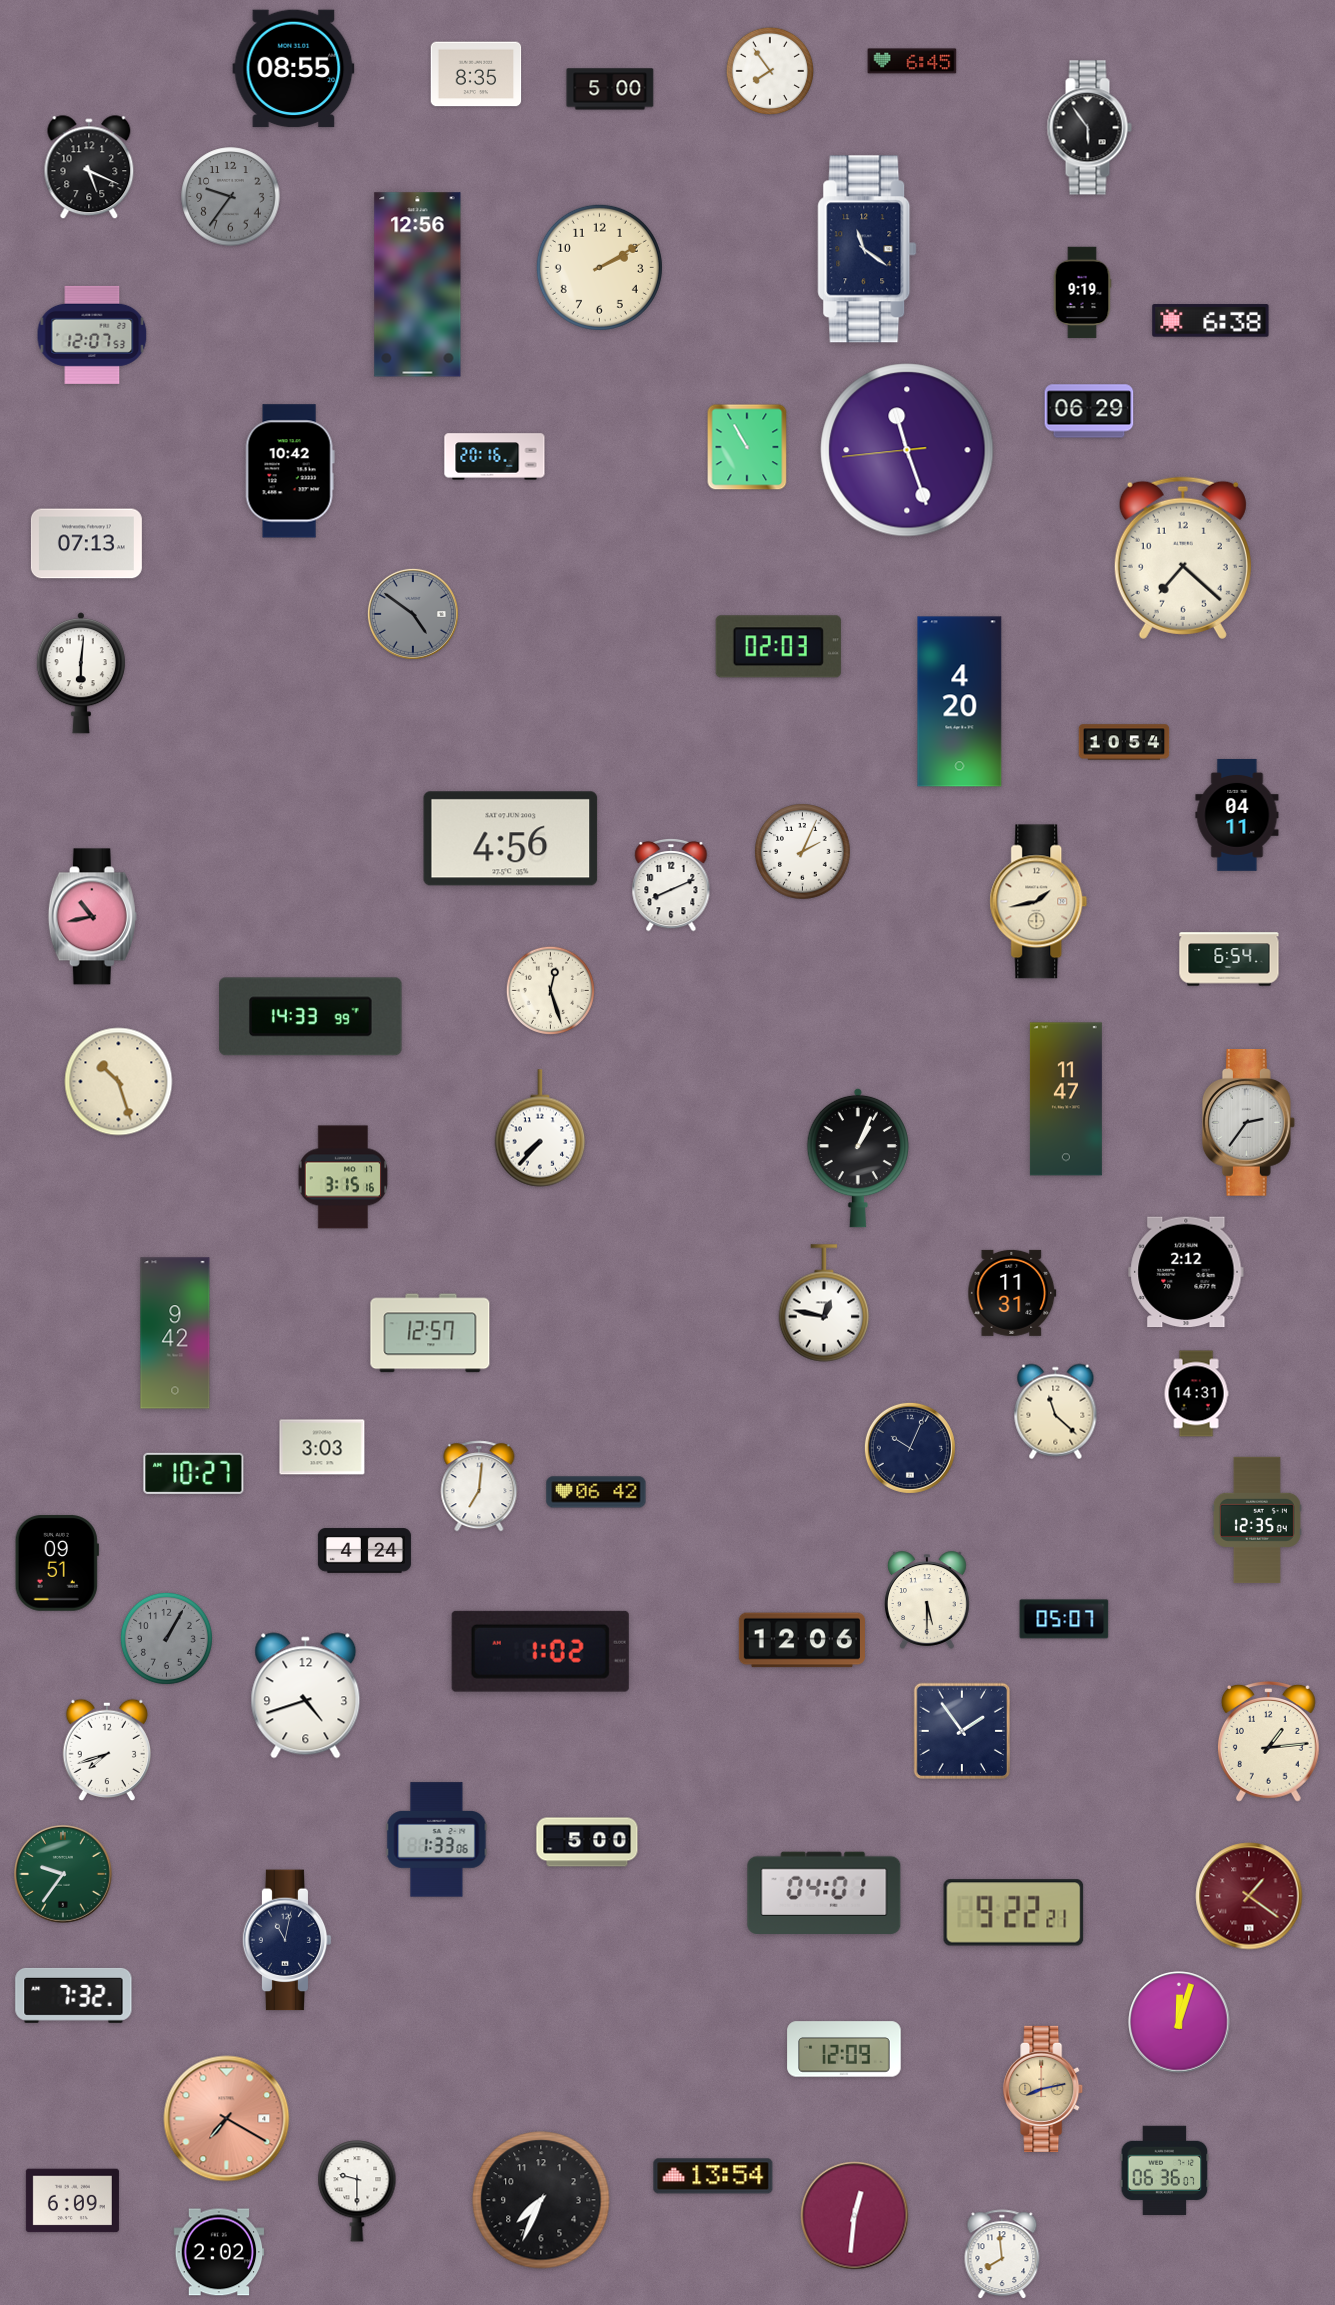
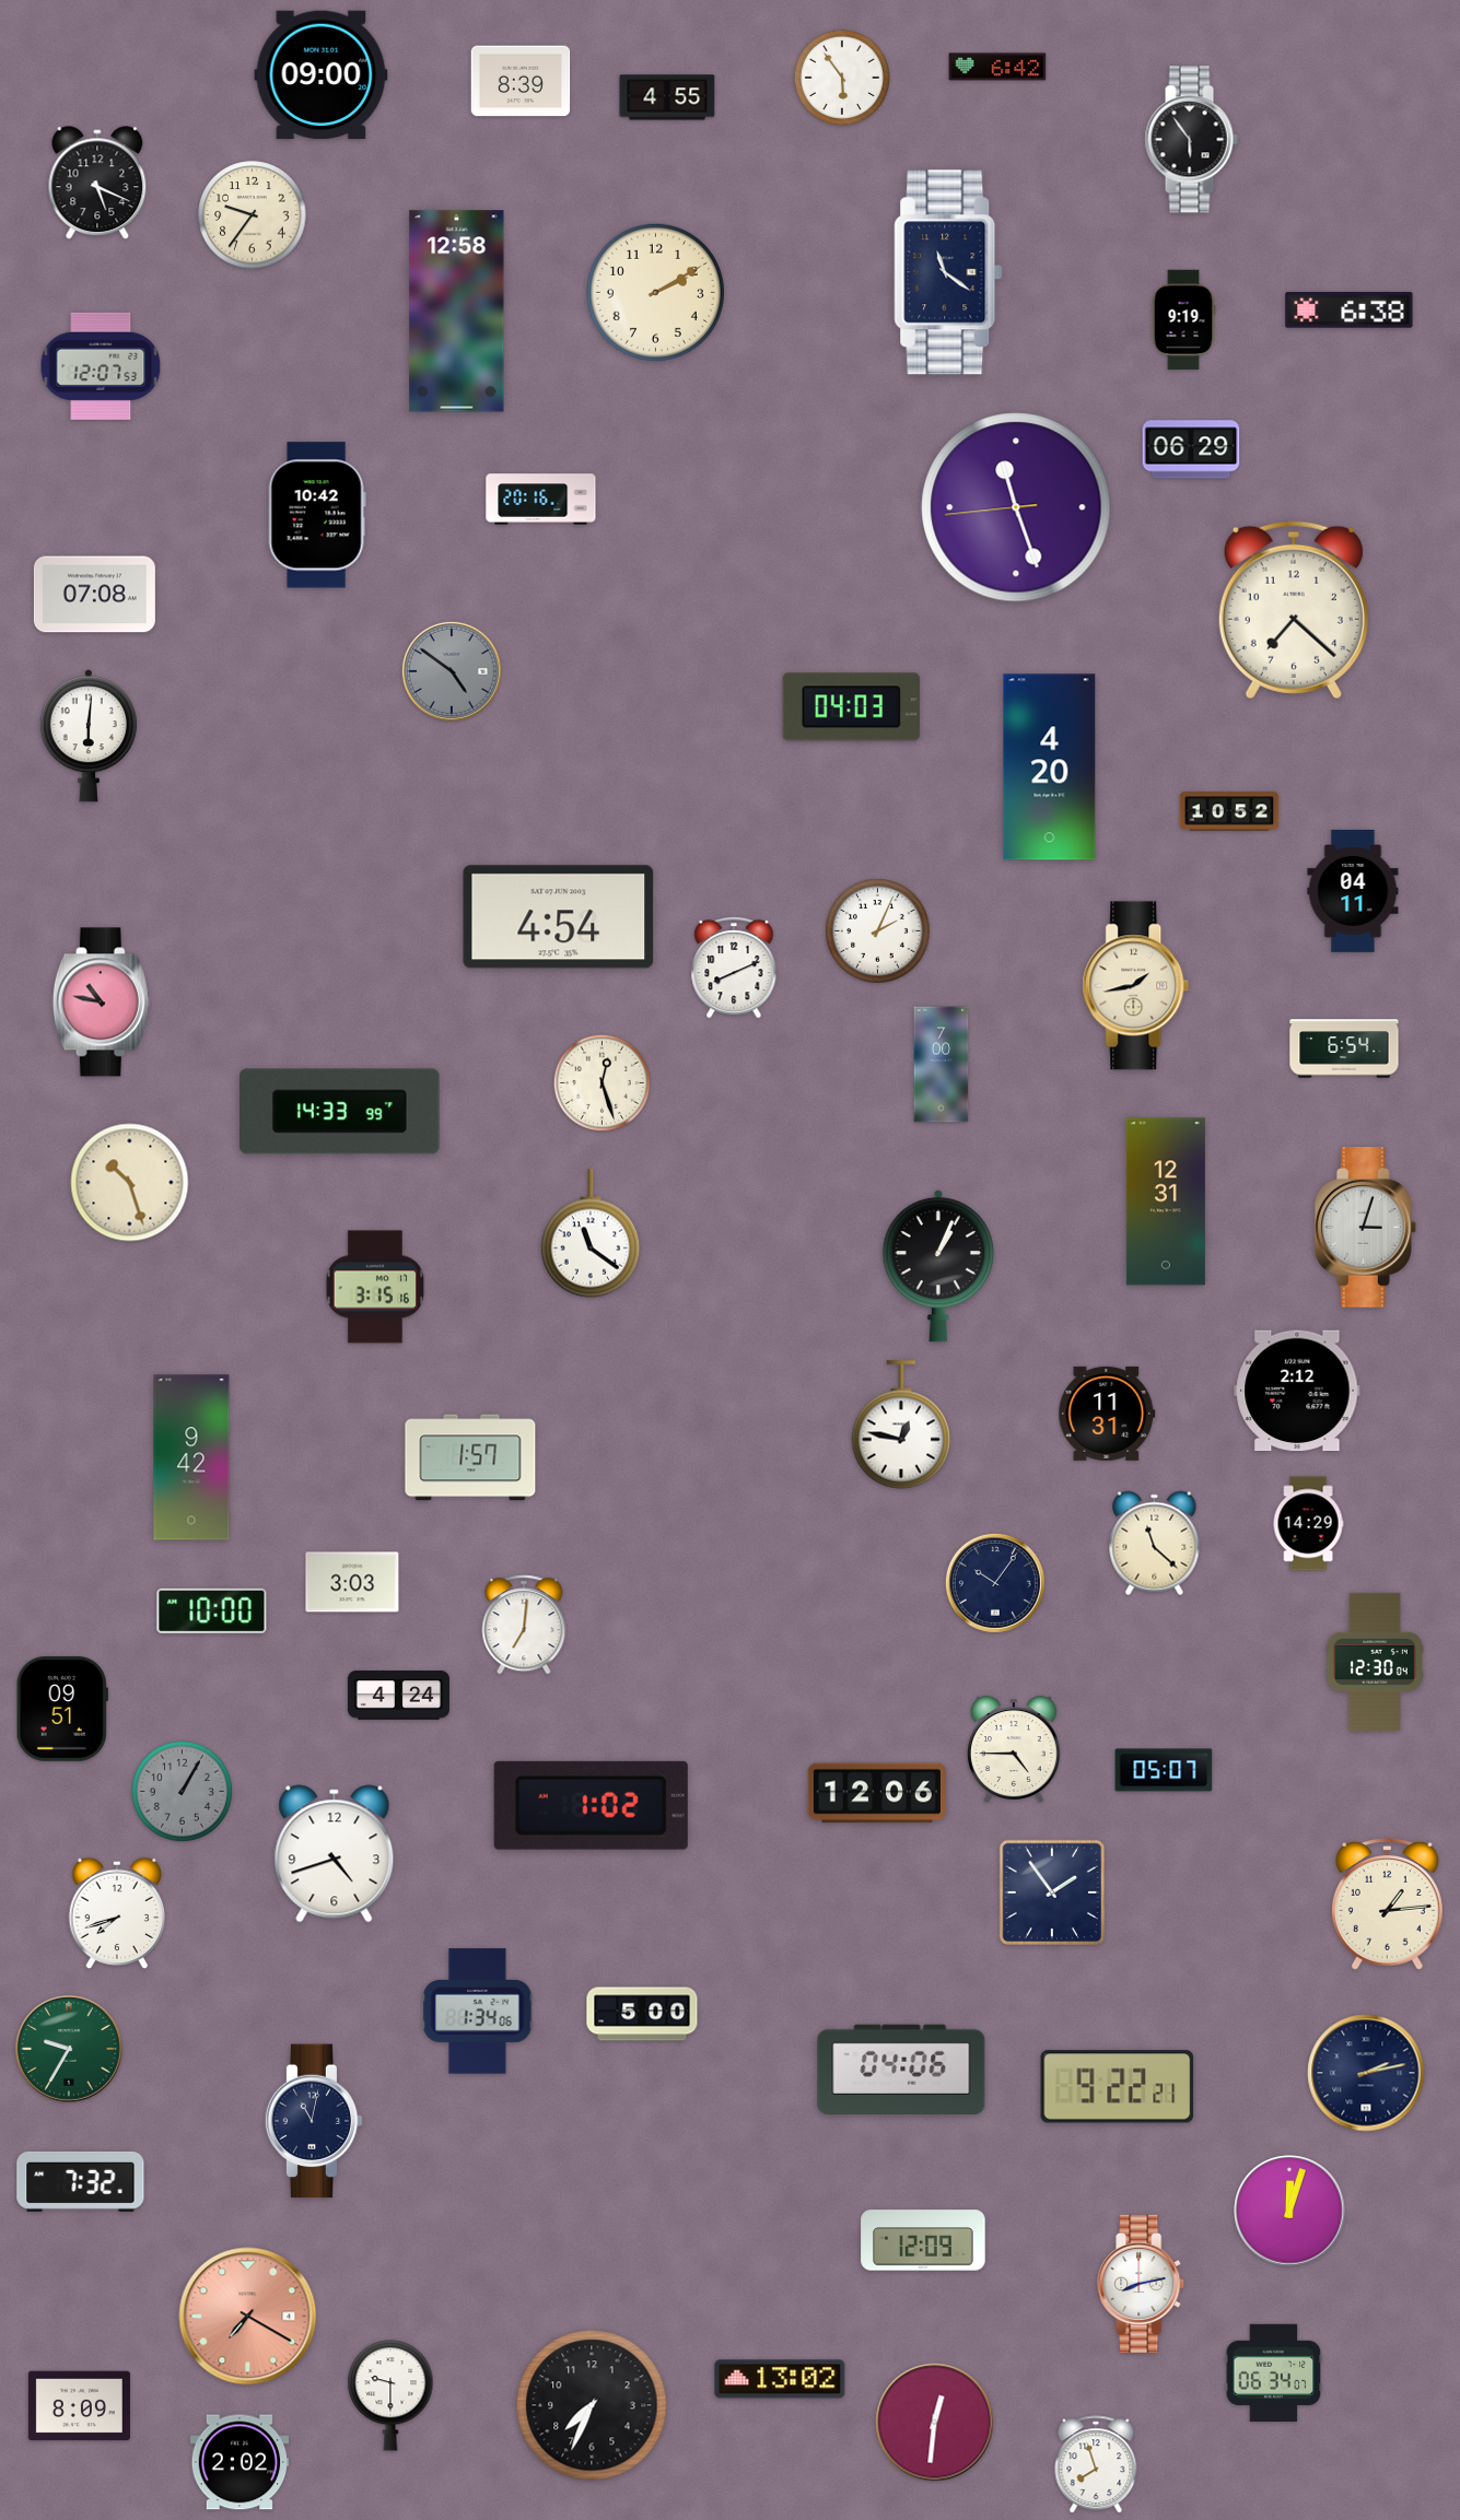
clock at (912, 61): 6:45 -> 6:42
clock at (294, 69): 08:55 -> 09:00
clock at (769, 70): 7:54 -> 5:54
clock at (476, 74): 8:35 -> 8:39
clock at (610, 89): 5:00 -> 4:55
clock at (231, 197) dial: grey -> cream
clock at (418, 285): 12:56 -> 12:58
clock at (1211, 321) position: (1211, 321) -> (1350, 310)
clock at (747, 447): 10:55 -> none
clock at (907, 450) position: (907, 450) -> (1016, 507)
clock at (86, 544): 07:13 -> 07:08
clock at (778, 647): 02:03 -> 04:03
clock at (1124, 742): 10:54 -> 10:52
clock at (511, 839): 4:56 -> 4:54
clock at (92, 917): 10:43 -> 10:47
clock at (942, 1065): none -> 7:00
clock at (1066, 1099): 11:47 -> 12:31
clock at (1248, 1123): 2:36 -> 3:03
clock at (540, 1128): 7:37 -> 11:21
clock at (430, 1333): 12:57 -> 1:57
clock at (1196, 1394): 14:31 -> 14:29
clock at (910, 1448): 10:04 -> 10:06
clock at (194, 1473): 10:27 -> 10:00
clock at (596, 1492): 06:42 -> none
clock at (1257, 1520): 12:35 -> 12:30
clock at (927, 1600): 5:30 -> 4:45
clock at (437, 1840): 1:33 -> 1:34
clock at (64, 1875): 9:36 -> 9:35
clock at (824, 1893): 04:01 -> 04:06
clock at (1249, 1896): 1:21 -> 2:13
clock at (1249, 1896) dial: burgundy -> navy
clock at (1014, 1913) position: (1014, 1913) -> (1118, 2087)
clock at (1044, 2089) dial: champagne -> white
clock at (1165, 2170): 06:36 -> 06:34
clock at (713, 2176): 13:54 -> 13:02
clock at (72, 2201): 6:09 -> 8:09
clock at (1002, 2255): 7:59 -> 7:57
